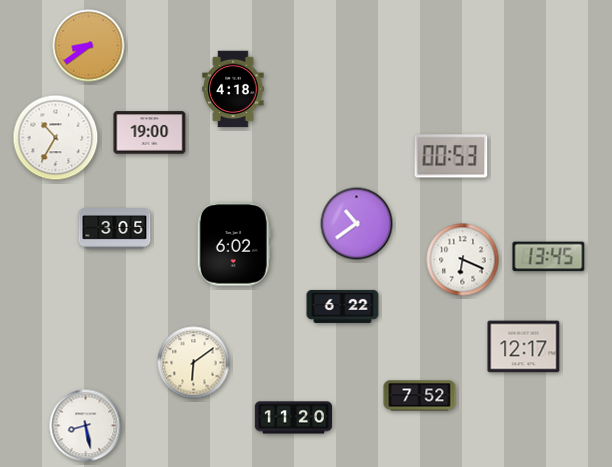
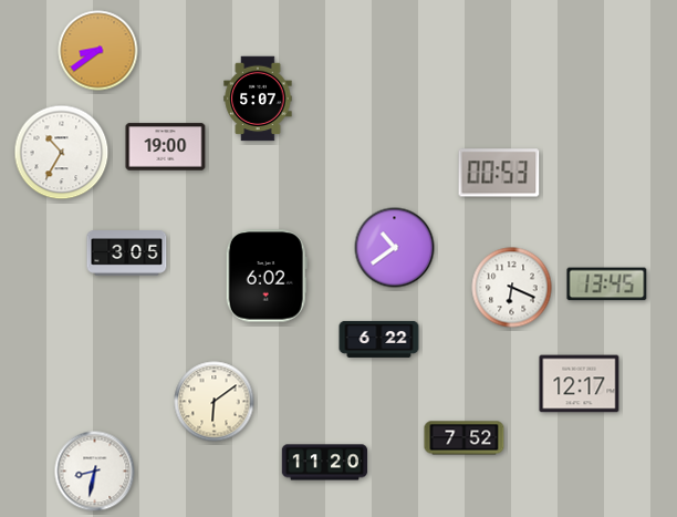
clock at (233, 89): 4:18 -> 5:07
clock at (234, 244) position: (234, 244) -> (267, 276)
clock at (86, 426): 8:28 -> 8:32
